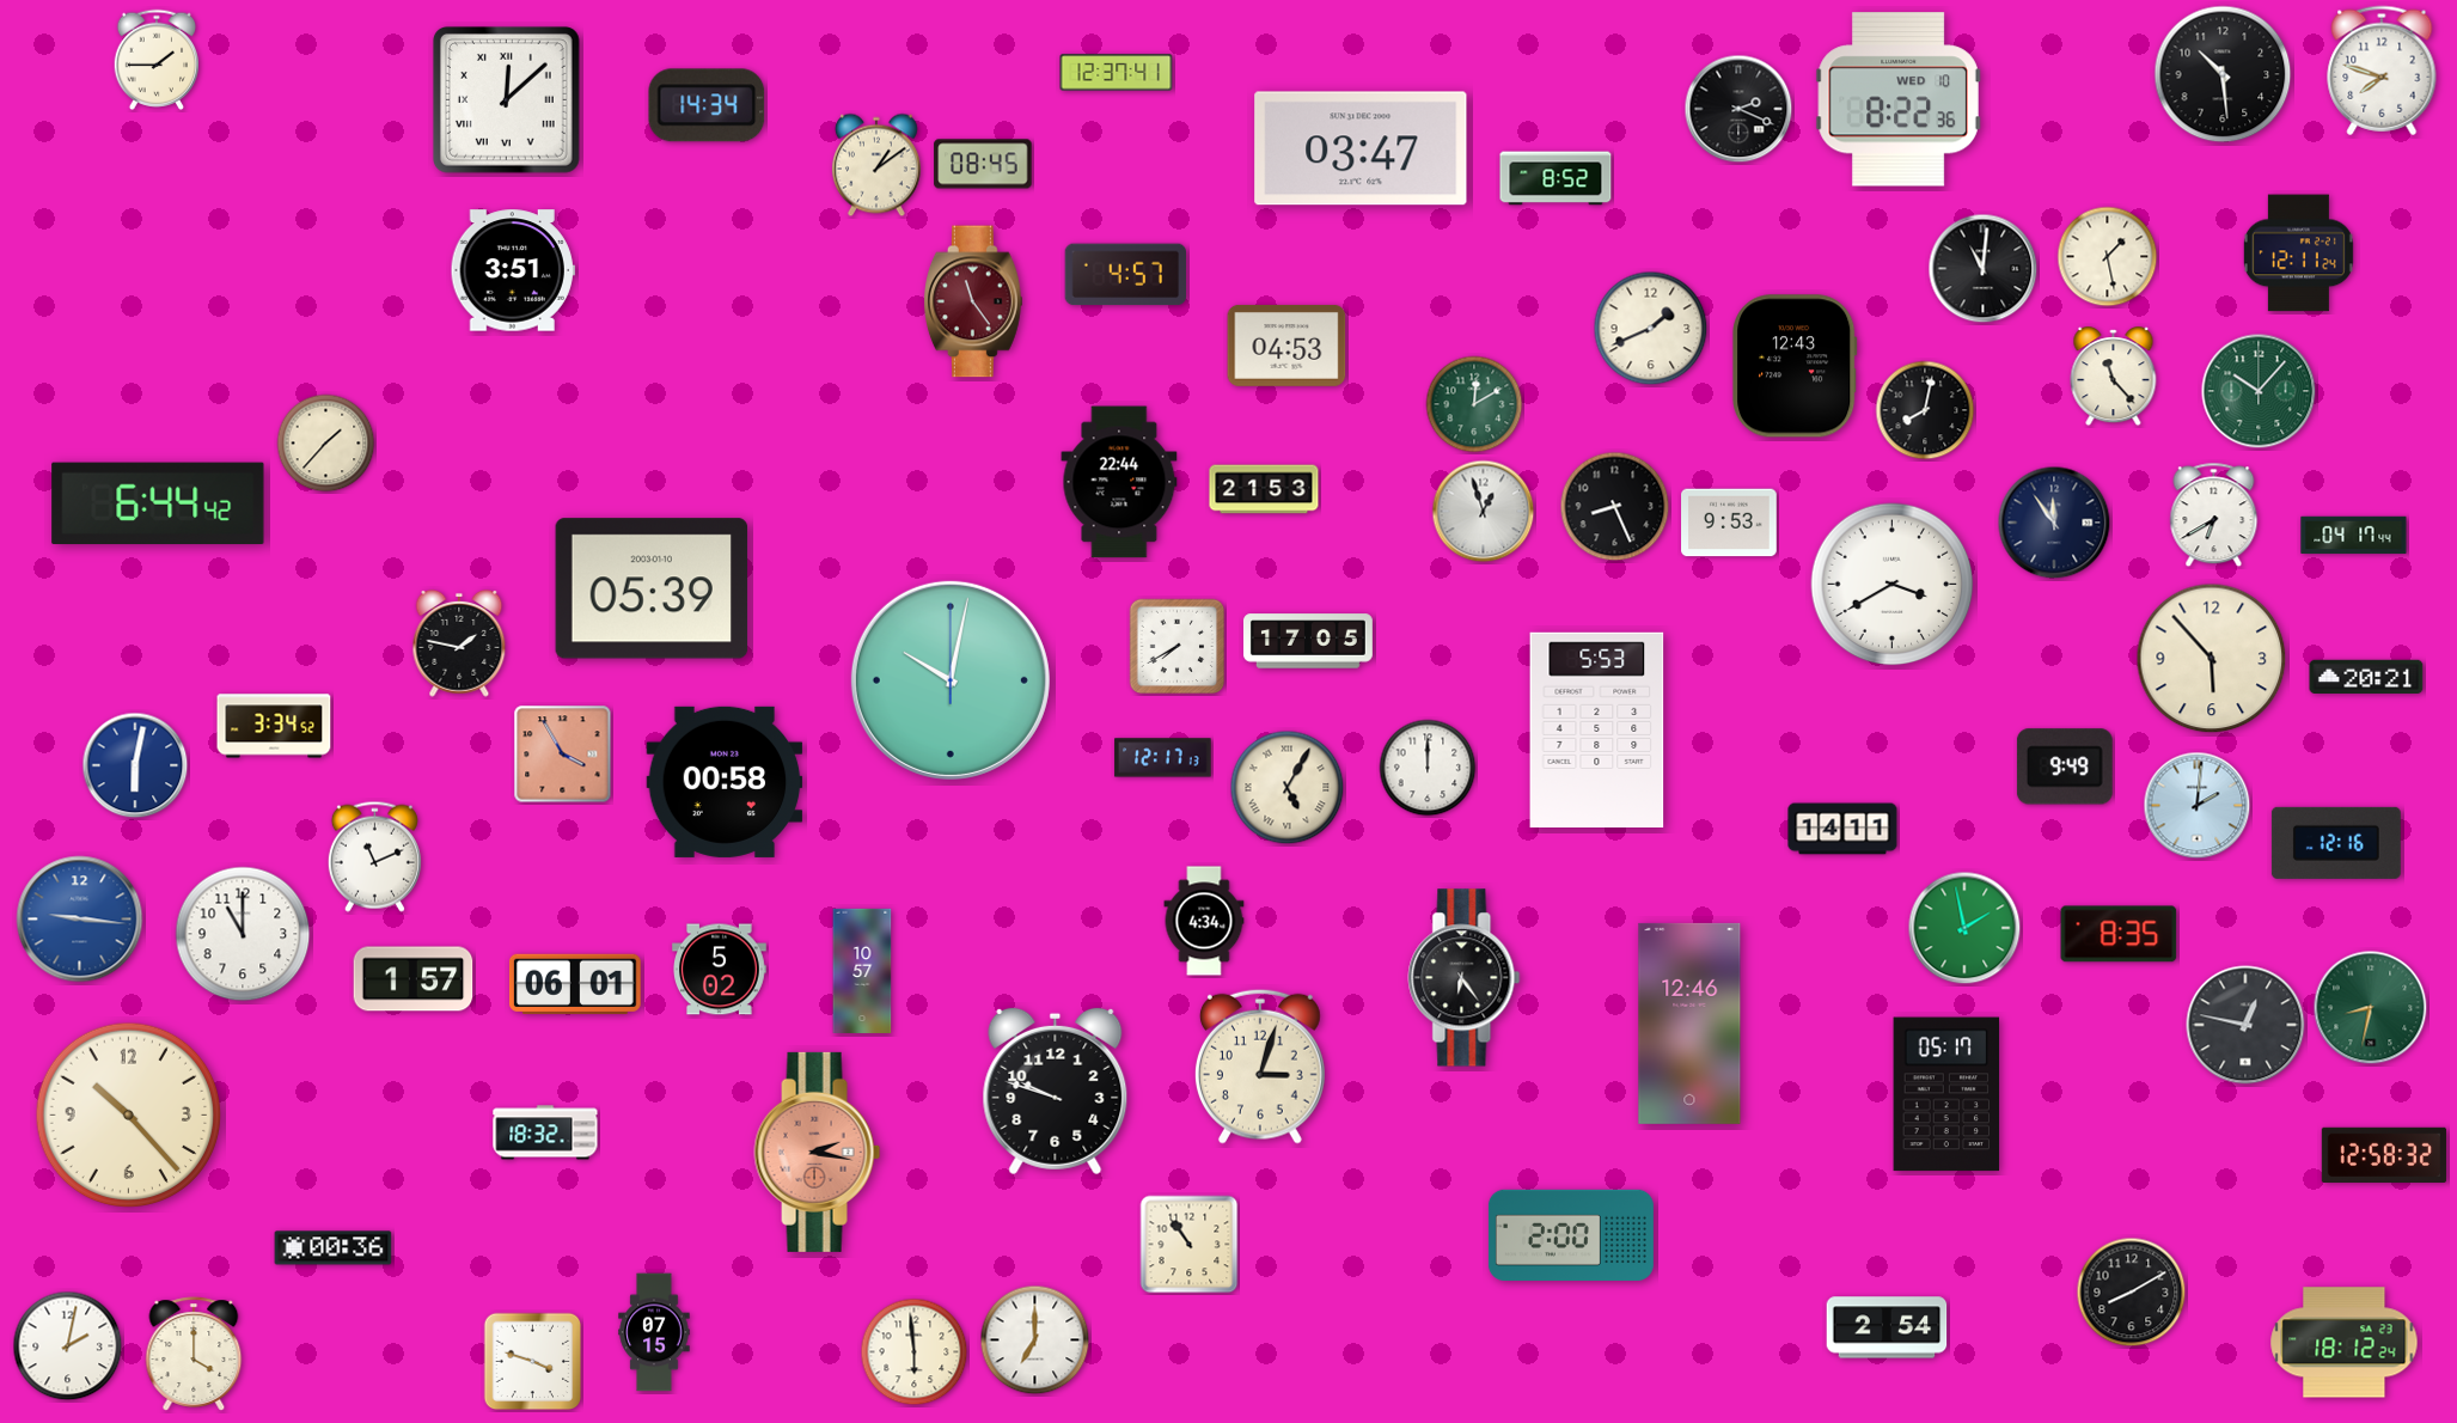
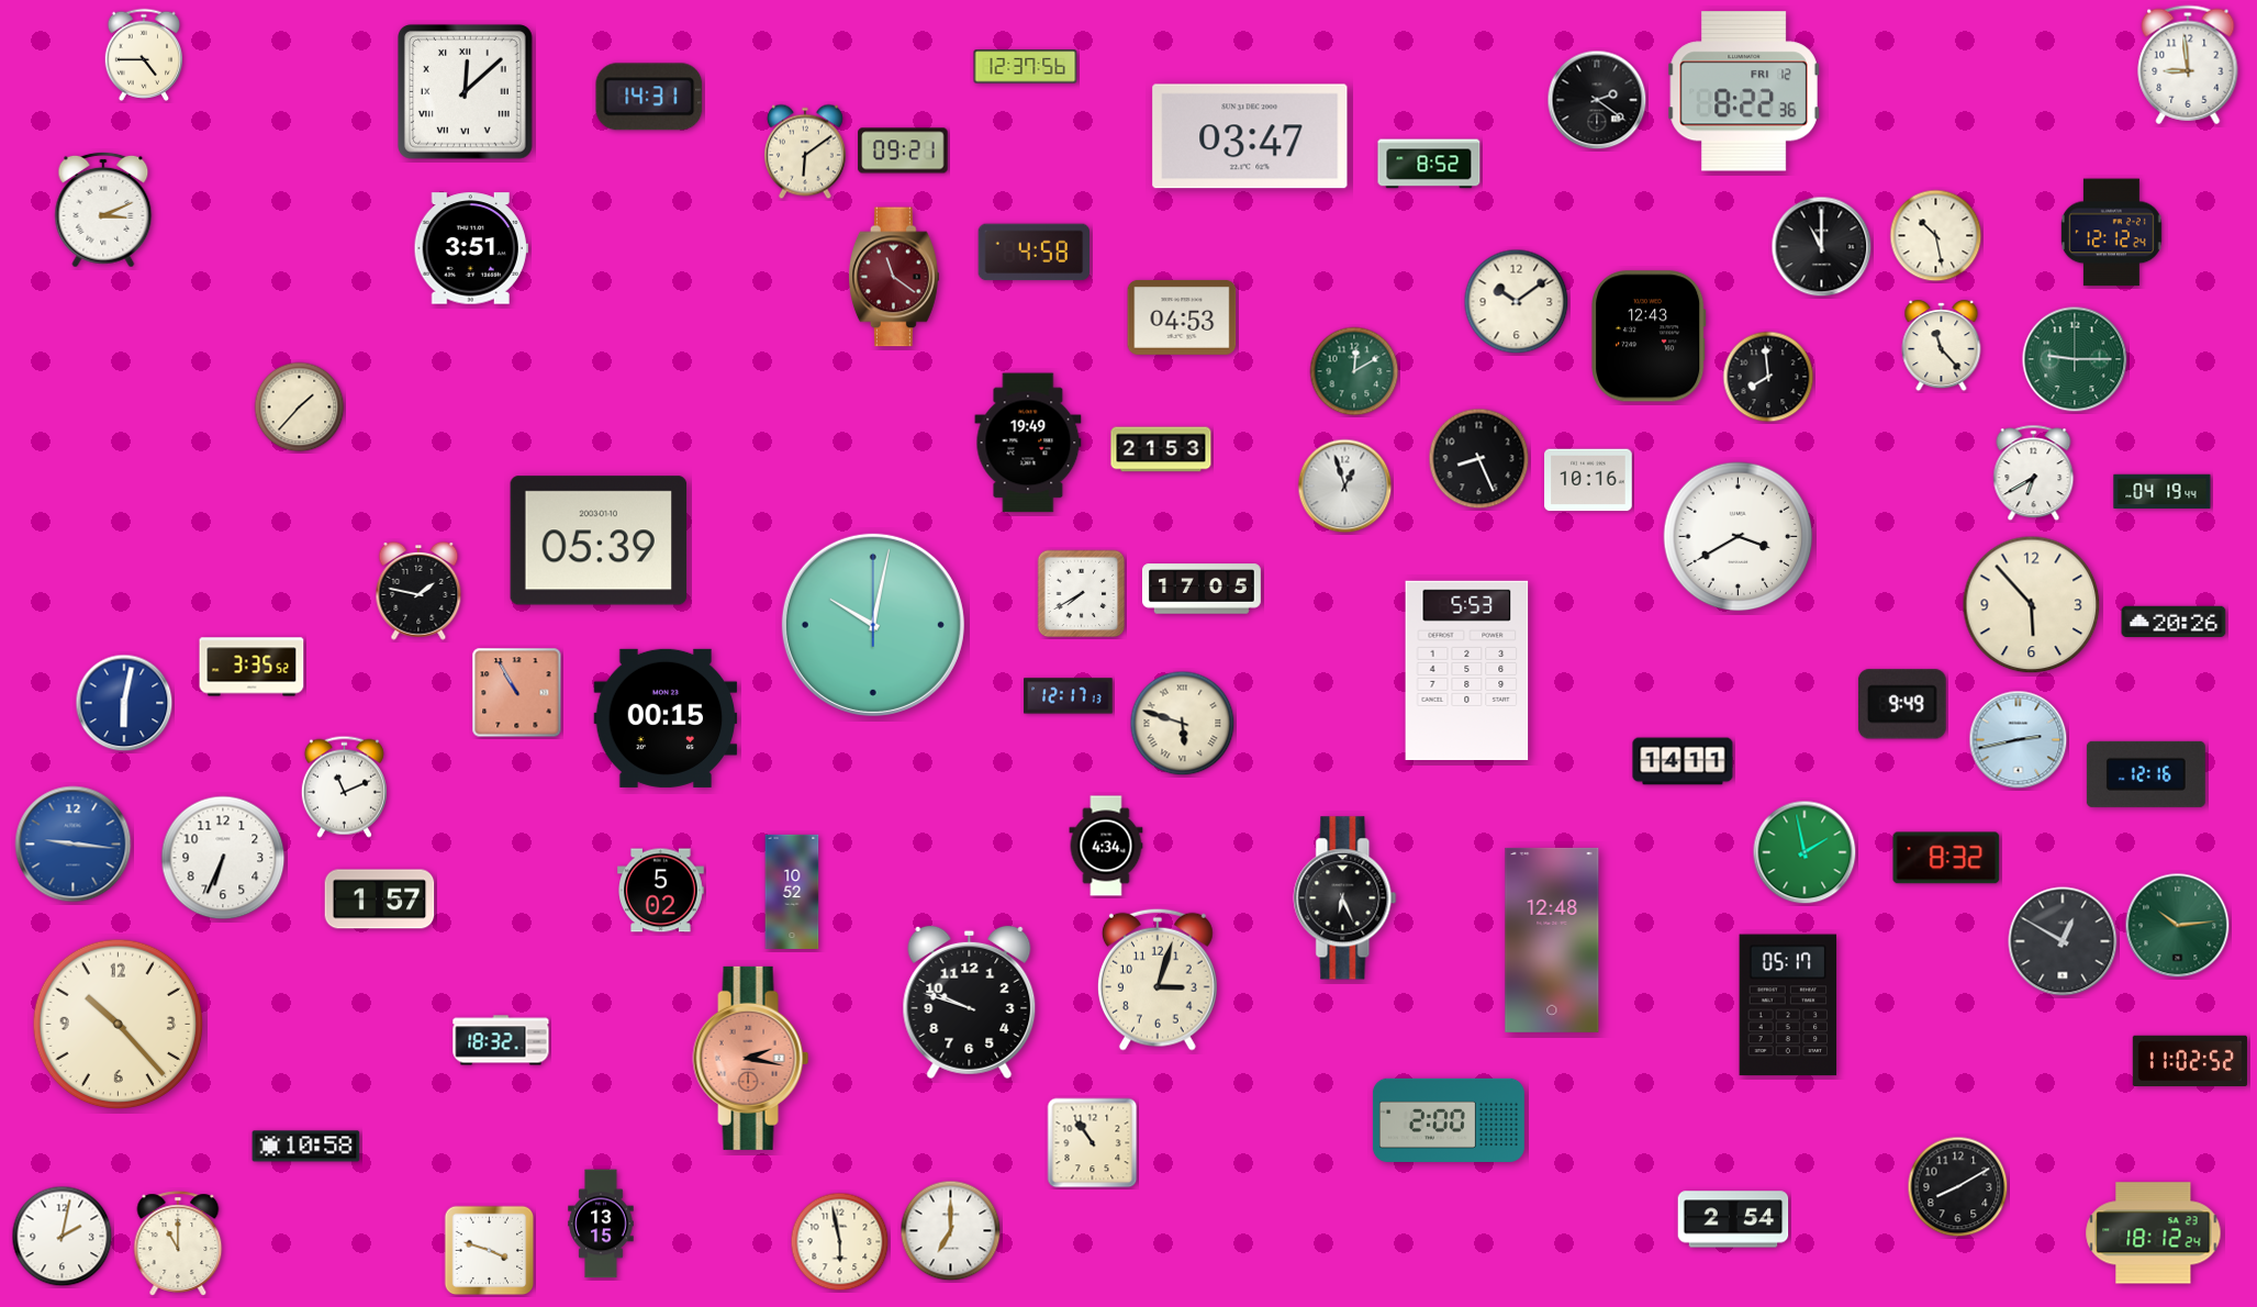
clock at (155, 60): 1:45 -> 4:45
clock at (2382, 71): 7:48 -> 8:59
clock at (1117, 73): 12:37:41 -> 12:37:56
clock at (2223, 74): 10:29 -> none
clock at (1899, 99) date: WED 10 -> FRI 12
clock at (707, 105): 14:34 -> 14:31
clock at (1738, 109): 2:19 -> 2:21
clock at (983, 164): 08:45 -> 09:21
clock at (876, 165): 1:09 -> 6:09
clock at (103, 210): none -> 3:11
clock at (2298, 254): 12:11 -> 12:12
clock at (2108, 257): 1:28 -> 10:28
clock at (1984, 269): 11:01 -> 11:00
clock at (1126, 275): 4:57 -> 4:58
clock at (974, 301): 11:24 -> 11:21
clock at (1651, 329): 1:41 -> 10:09
clock at (2259, 391): 10:07 -> 9:15
clock at (1925, 410): 8:02 -> 7:59
clock at (1119, 482): 22:44 -> 19:49
clock at (158, 503): 6:44 -> none
clock at (1615, 507) position: (1615, 507) -> (1479, 459)
clock at (1484, 512) position: (1484, 512) -> (1345, 487)
clock at (1729, 523): 9:53 -> 10:16
clock at (2054, 523): 11:54 -> none
clock at (2354, 536): 04:17 -> 04:19
clock at (459, 643) position: (459, 643) -> (418, 591)
clock at (2366, 676): 20:21 -> 20:26
clock at (274, 726): 3:34 -> 3:35
clock at (563, 755): 3:55 -> 10:55
clock at (2065, 767) position: (2065, 767) -> (1902, 704)
clock at (1428, 768): 12:00 -> none
clock at (725, 782): 00:58 -> 00:15
clock at (1288, 788): 5:05 -> 5:48
clock at (2198, 806): 2:01 -> 2:43
clock at (1842, 829) position: (1842, 829) -> (1683, 761)
clock at (243, 934): 11:00 -> 6:34
clock at (2119, 934): 8:35 -> 8:32
clock at (862, 970): 10:57 -> 10:52
clock at (1465, 978): 6:24 -> 6:26
clock at (575, 984): 06:01 -> none
clock at (2371, 1008): 8:32 -> 10:14
clock at (1689, 1024): 12:46 -> 12:48
clock at (2245, 1025): 12:47 -> 12:50
clock at (2384, 1154): 12:58 -> 11:02
clock at (1571, 1235) position: (1571, 1235) -> (1449, 1120)
clock at (334, 1248): 00:36 -> 10:58
clock at (654, 1332): 07:15 -> 13:15
clock at (915, 1352): 5:59 -> 5:58
clock at (194, 1354): 4:00 -> 11:00
